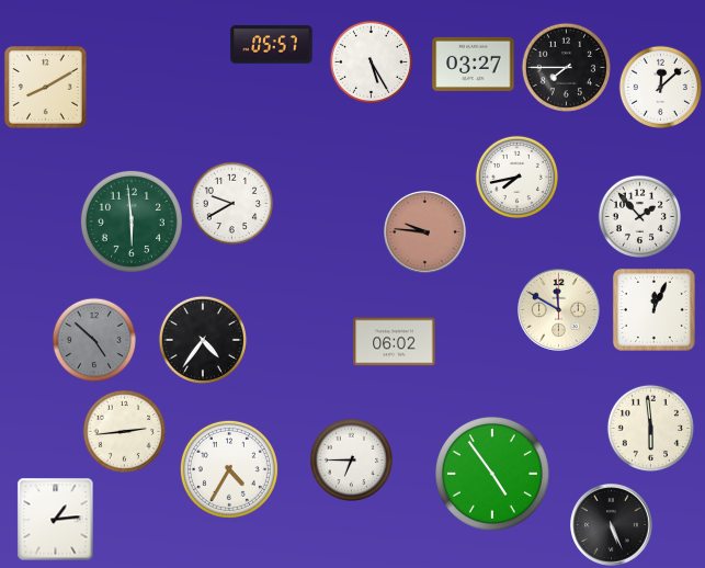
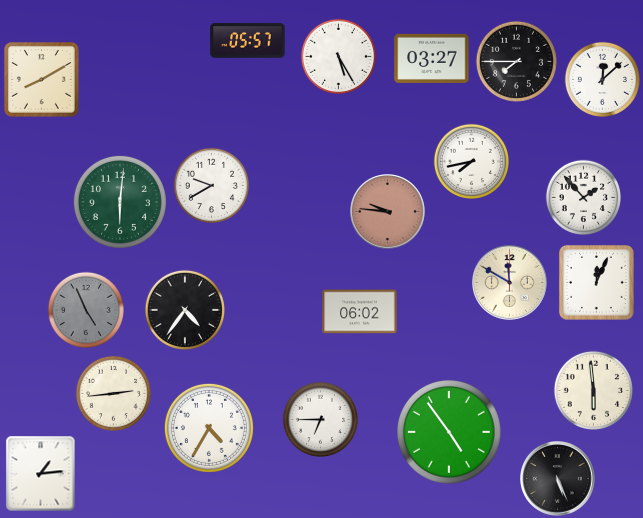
clock at (132, 221): 5:59 -> 6:01
clock at (93, 339): 4:52 -> 4:56
clock at (56, 520) position: (56, 520) -> (41, 474)
